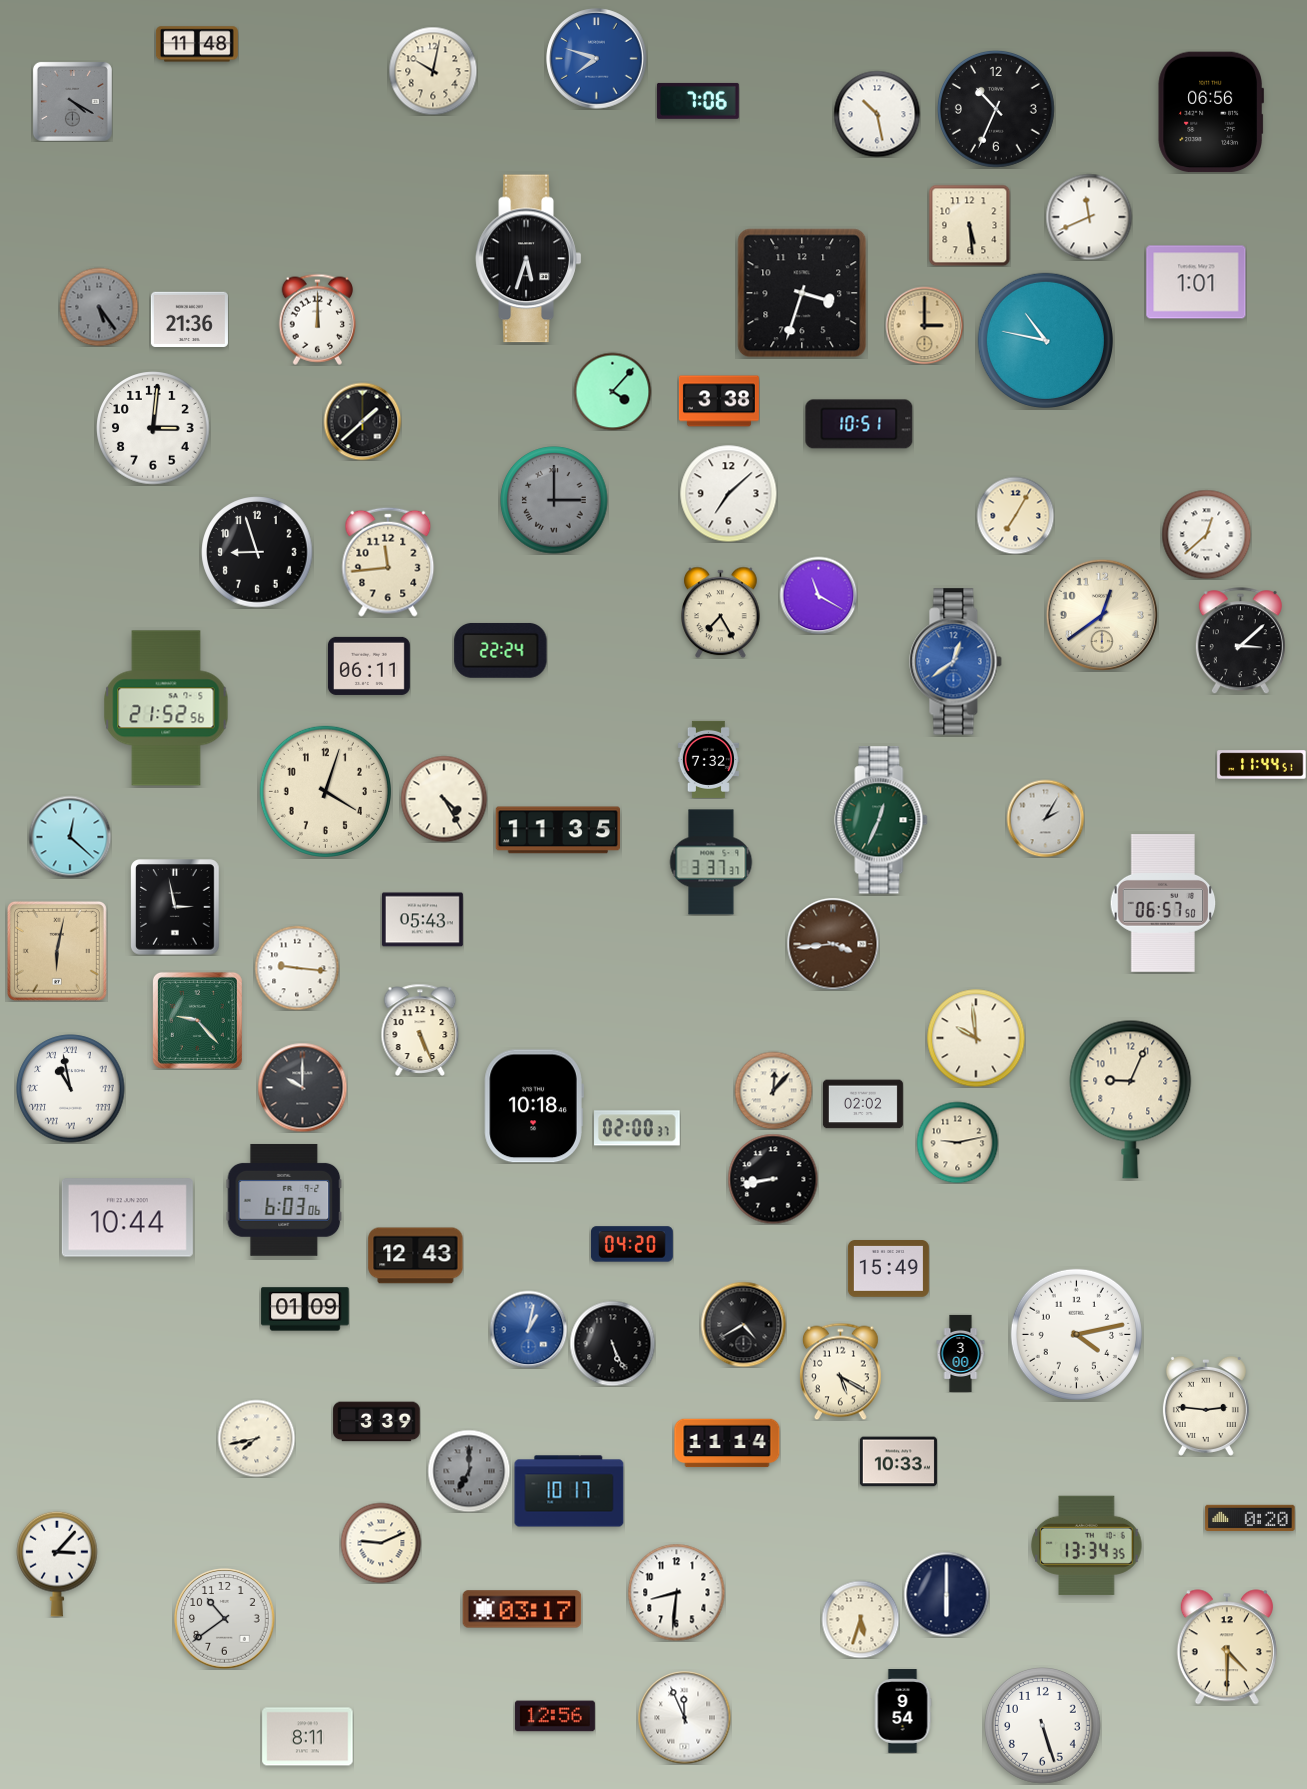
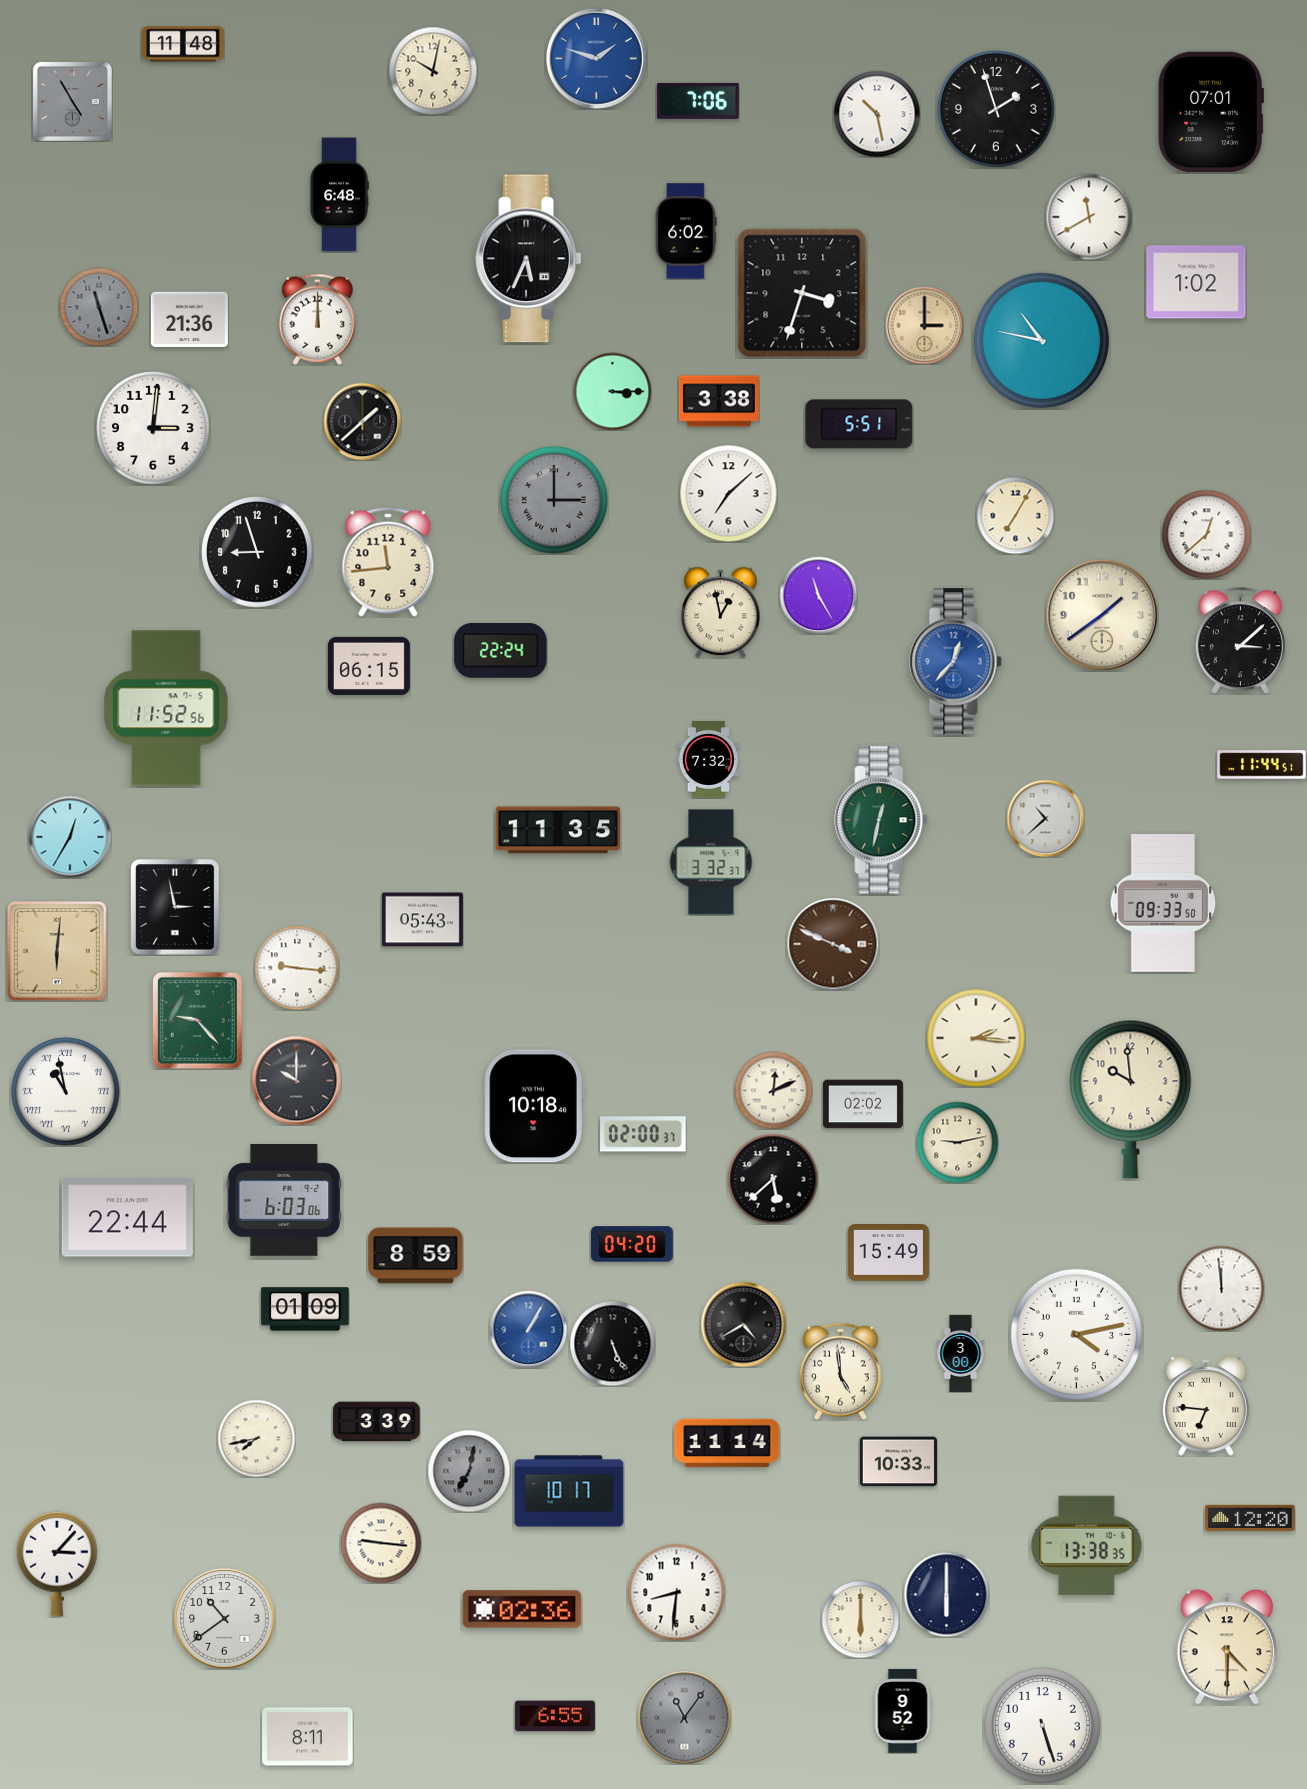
clock at (197, 44) position: (197, 44) -> (183, 44)
clock at (597, 59): 7:48 -> 1:48
clock at (72, 101): 4:20 -> 4:55
clock at (996, 109): 10:34 -> 1:57
clock at (1211, 112): 06:56 -> 07:01
clock at (339, 195): none -> 6:48
clock at (1089, 217): 11:41 -> 11:40
clock at (969, 225): 5:29 -> none
clock at (686, 231): none -> 6:02
clock at (529, 259): 5:33 -> 5:34
clock at (1196, 282): 1:01 -> 1:02
clock at (99, 307): 5:24 -> 11:27
clock at (1045, 340) position: (1045, 340) -> (1041, 340)
clock at (612, 391): 4:07 -> 3:15
clock at (859, 424): 10:51 -> 5:51
clock at (818, 595): 11:20 -> 11:25
clock at (721, 612): 7:25 -> 12:58
clock at (1102, 615): 12:39 -> 1:39
clock at (956, 662): 12:39 -> 12:37
clock at (369, 666): 06:11 -> 06:15
clock at (166, 708): 21:52 -> 11:52
clock at (325, 791): 4:03 -> none
clock at (444, 799): 4:25 -> none
clock at (1045, 818): 2:05 -> 10:38
clock at (881, 820): 12:34 -> 12:32
clock at (70, 837): 12:22 -> 12:35
clock at (711, 862): 3:37 -> 3:32
clock at (1163, 904): 06:57 -> 09:33
clock at (833, 944): 3:44 -> 3:49
clock at (57, 951): 6:02 -> 6:01
clock at (420, 1030): 5:26 -> none
clock at (976, 1038): 9:59 -> 2:16
clock at (302, 1087) position: (302, 1087) -> (296, 1080)
clock at (71, 1089) position: (71, 1089) -> (66, 1092)
clock at (773, 1090): 12:07 -> 12:11
clock at (1131, 1099): 9:04 -> 9:59
clock at (638, 1128) position: (638, 1128) -> (644, 1134)
clock at (773, 1179): 8:43 -> 5:38
clock at (127, 1218): 10:44 -> 22:44
clock at (416, 1256): 12:43 -> 8:59
clock at (888, 1269) position: (888, 1269) -> (888, 1253)
clock at (1221, 1288): none -> 11:59
clock at (528, 1329): 1:02 -> 1:05
clock at (841, 1371): 5:20 -> 4:59
clock at (1206, 1406): 2:46 -> 6:46
clock at (469, 1471): 7:00 -> 7:02
clock at (1250, 1517): 0:20 -> 12:20
clock at (381, 1543): 9:11 -> 9:16
clock at (1087, 1545): 13:34 -> 13:38
clock at (522, 1609): 03:17 -> 02:36
clock at (860, 1619): 5:33 -> 6:00
clock at (903, 1711): 9:54 -> 9:52
clock at (555, 1716): 12:56 -> 6:55
clock at (684, 1717): 11:56 -> 11:06
clock at (684, 1717) dial: white -> grey
